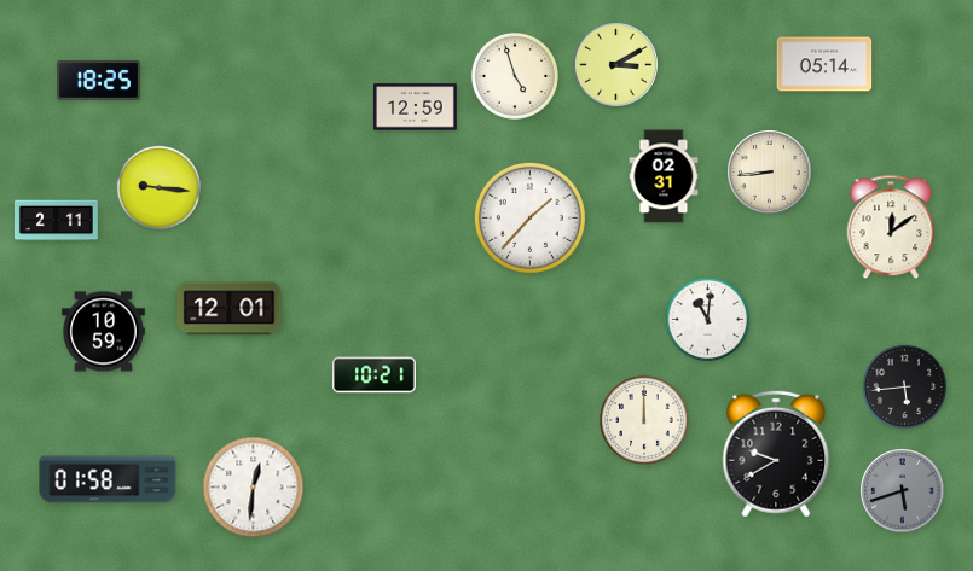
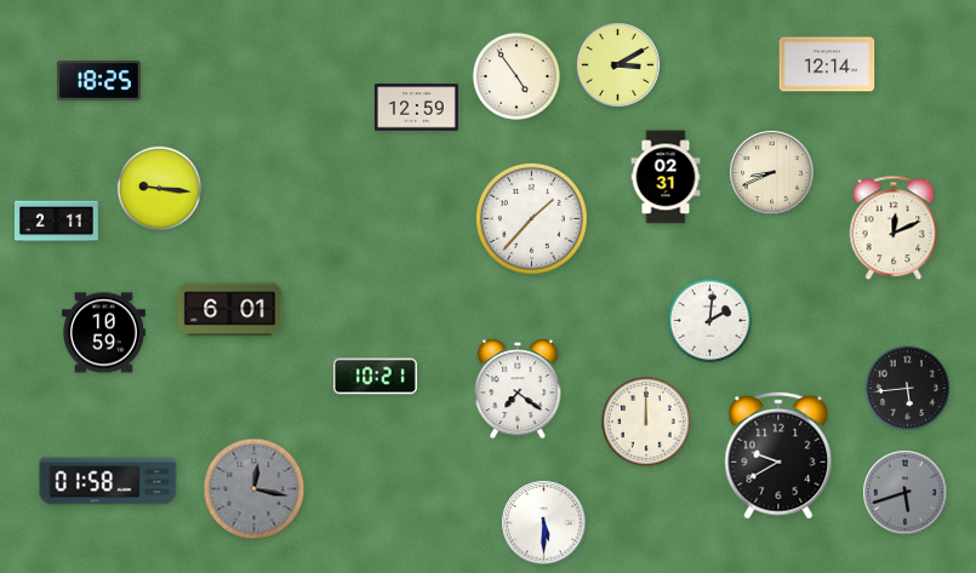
clock at (824, 64): 05:14 -> 12:14
clock at (515, 76): 4:57 -> 4:54
clock at (770, 173): 8:44 -> 8:41
clock at (891, 227): 12:09 -> 12:11
clock at (230, 309): 12:01 -> 6:01
clock at (708, 320): 11:01 -> 2:01
clock at (518, 389): none -> 7:21
clock at (254, 488): 12:31 -> 12:17
clock at (254, 488) dial: white -> grey
clock at (544, 523): none -> 5:30
